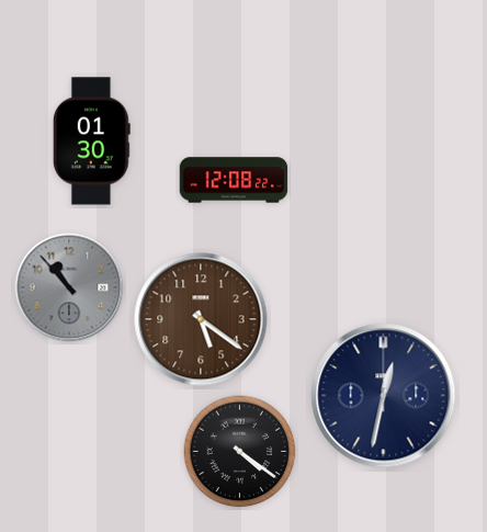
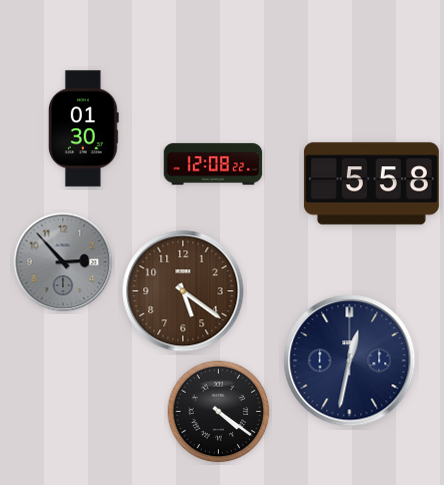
clock at (371, 184): none -> 5:58
clock at (69, 287): 10:53 -> 2:53
